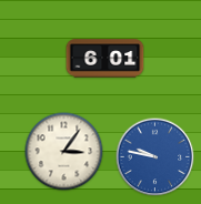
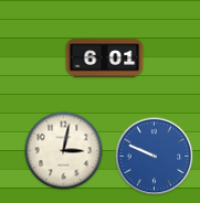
clock at (64, 152): 3:06 -> 3:02
clock at (155, 157): 9:47 -> 9:49
